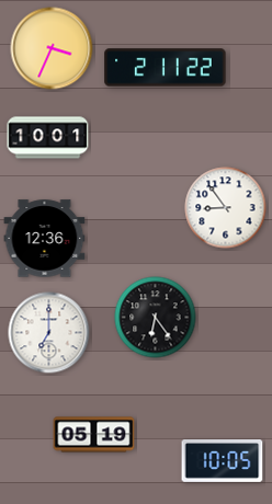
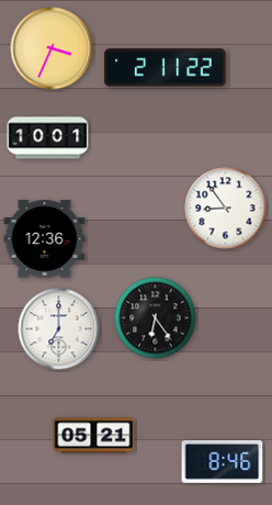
clock at (49, 333) position: (49, 333) -> (59, 329)
clock at (94, 435): 05:19 -> 05:21
clock at (223, 461): 10:05 -> 8:46
